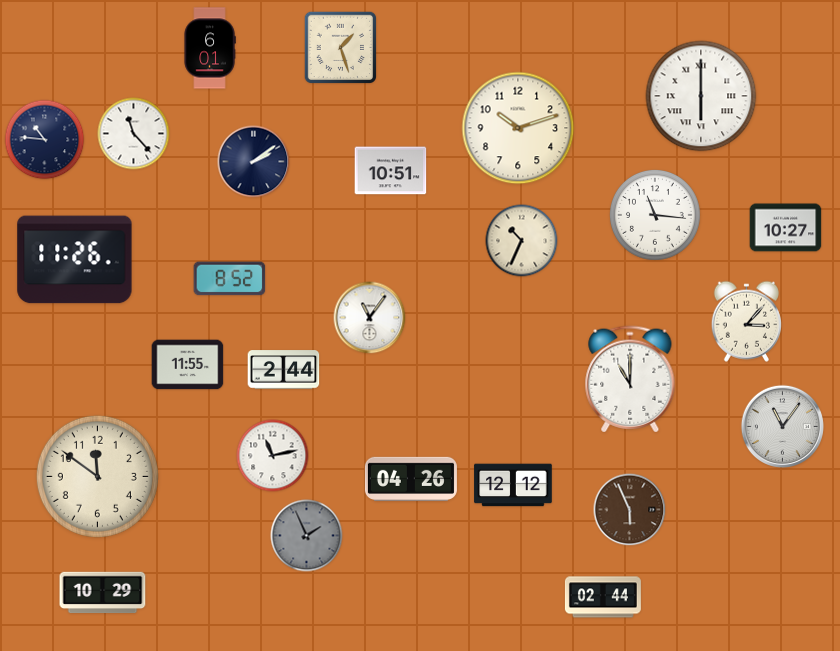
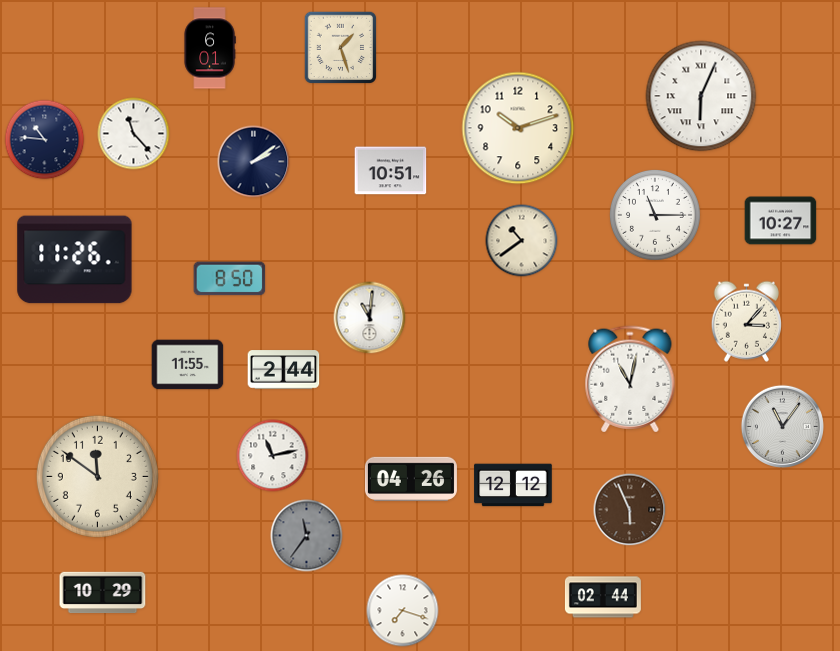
clock at (701, 96): 6:00 -> 6:04
clock at (656, 216): 11:16 -> 11:15
clock at (786, 228) position: (786, 228) -> (781, 221)
clock at (522, 241): 10:34 -> 10:39
clock at (230, 279): 8:52 -> 8:50
clock at (370, 318): 11:06 -> 11:01
clock at (630, 379): 11:00 -> 11:02
clock at (307, 536): 1:56 -> 11:36
clock at (403, 611): none -> 7:18
